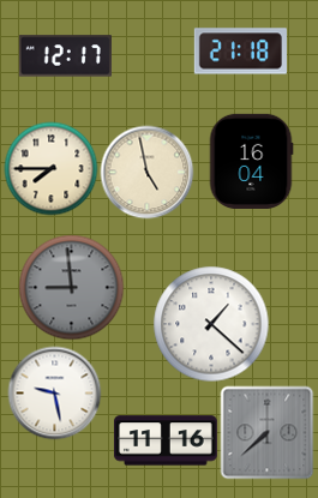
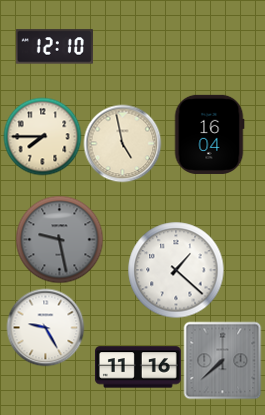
clock at (240, 52): 21:18 -> none
clock at (65, 56): 12:17 -> 12:10
clock at (50, 168) position: (50, 168) -> (42, 136)
clock at (71, 287): 8:59 -> 9:28
clock at (54, 392): 9:28 -> 9:25
